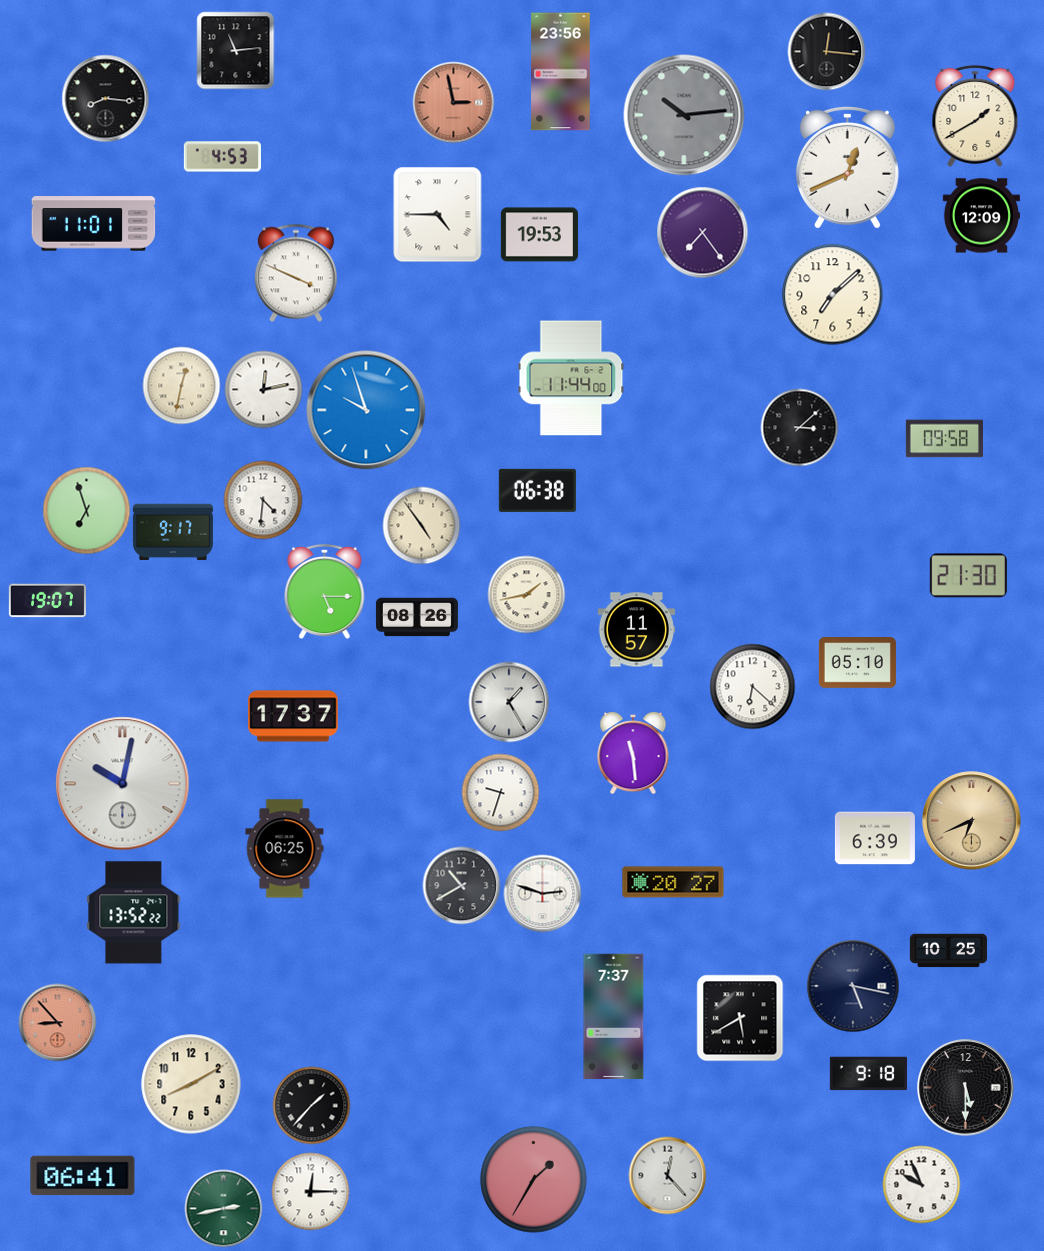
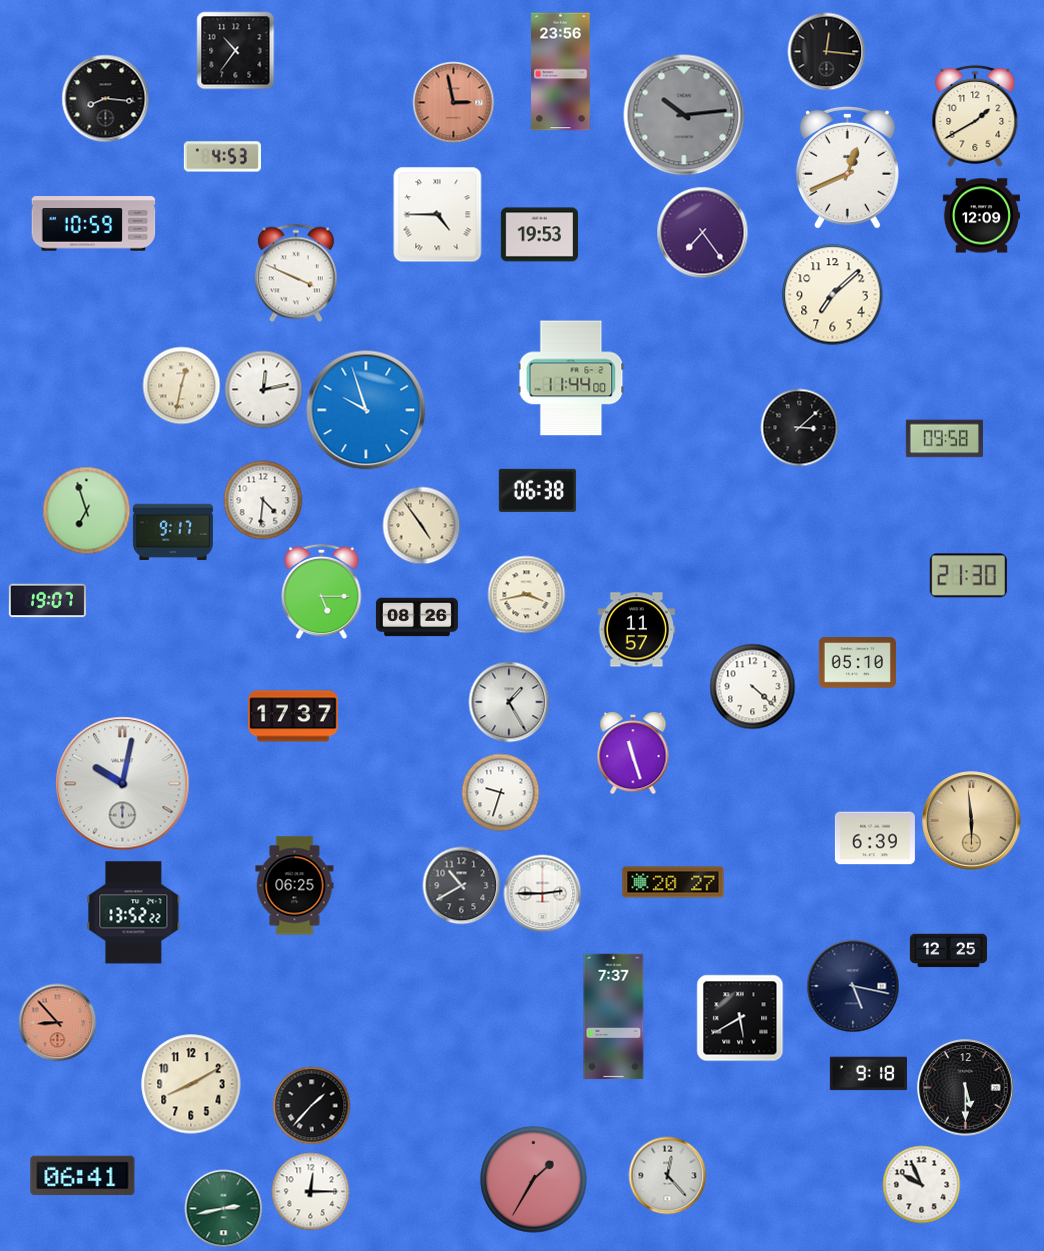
clock at (235, 50): 11:14 -> 10:36
clock at (94, 224): 11:01 -> 10:59
clock at (325, 591) position: (325, 591) -> (322, 591)
clock at (526, 594): 1:43 -> 3:43
clock at (752, 686): 6:22 -> 4:22
clock at (633, 753): 11:29 -> 11:27
clock at (972, 821): 6:41 -> 5:59
clock at (285, 849) position: (285, 849) -> (295, 886)
clock at (542, 893): 2:48 -> 2:45
clock at (948, 951): 10:25 -> 12:25
